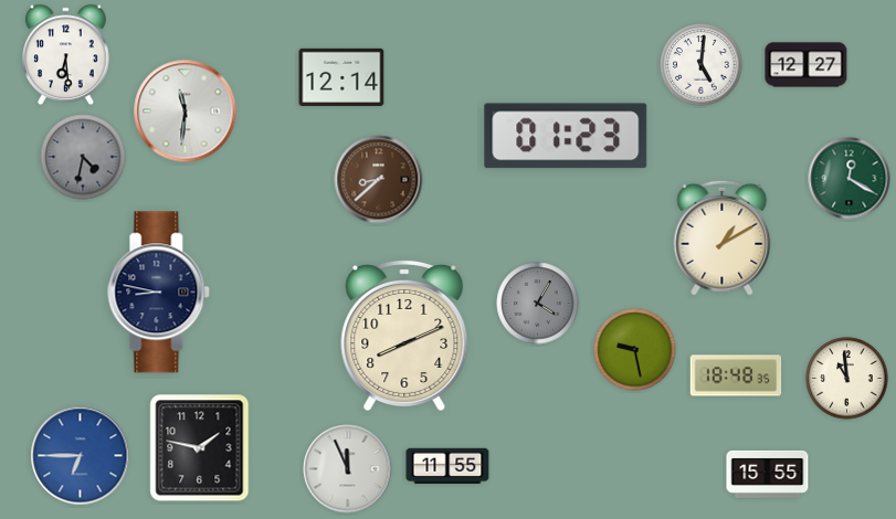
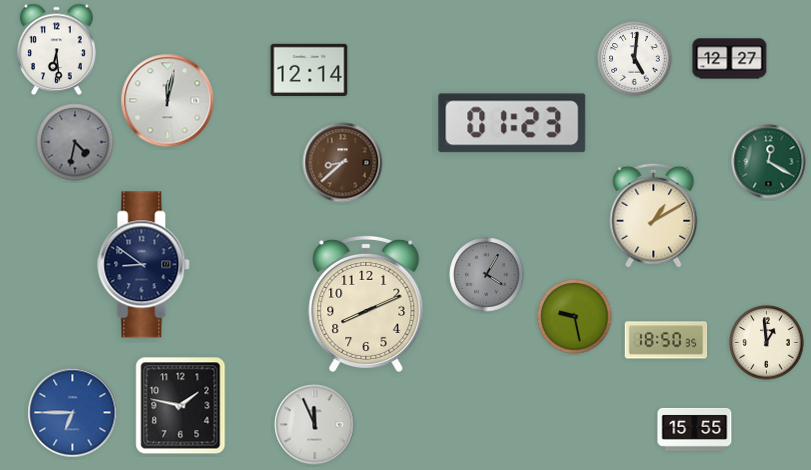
clock at (66, 55) position: (66, 55) -> (57, 50)
clock at (186, 112): 11:31 -> 12:02
clock at (159, 293): 8:47 -> 8:51
clock at (736, 375): 18:48 -> 18:50
clock at (847, 379): 10:59 -> 12:59
clock at (447, 466): 11:55 -> none
